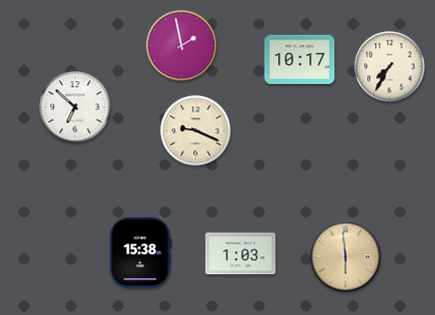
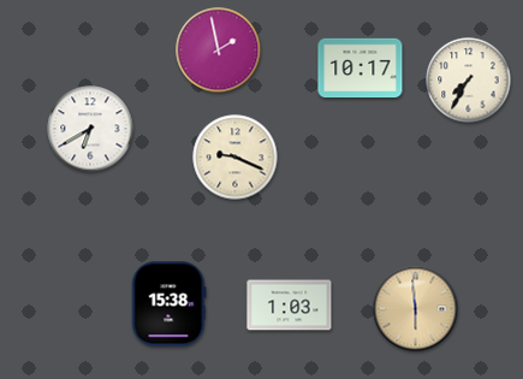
clock at (182, 46) position: (182, 46) -> (219, 51)
clock at (300, 60) position: (300, 60) -> (361, 69)
clock at (75, 107): 6:52 -> 6:40
